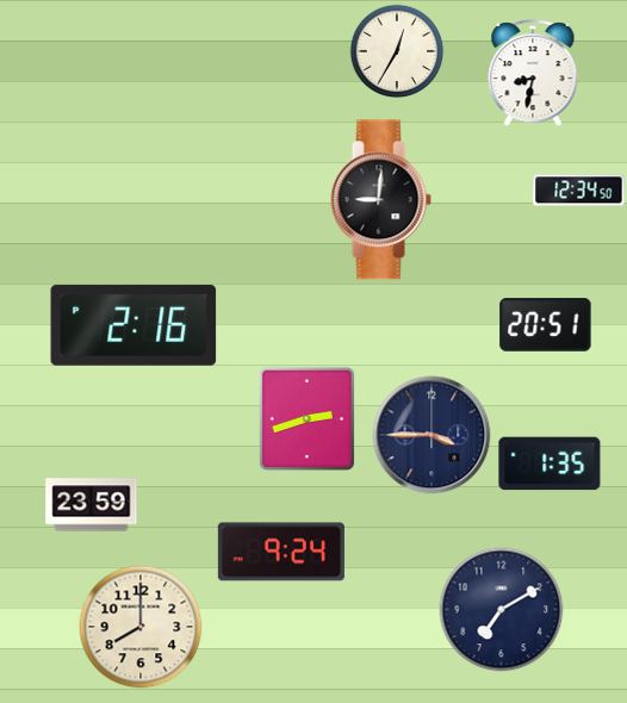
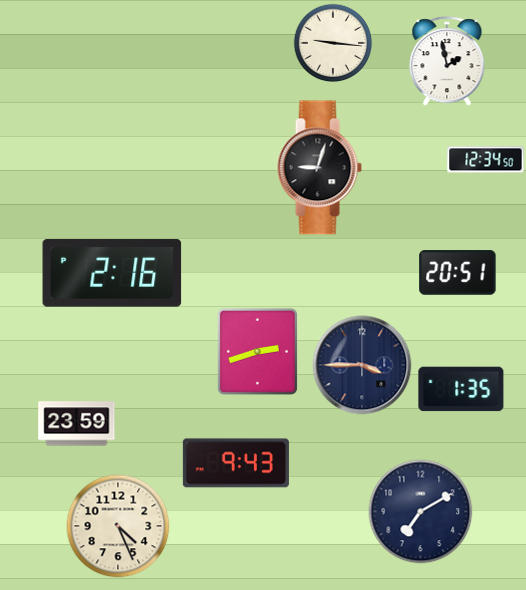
clock at (397, 51): 12:35 -> 9:16
clock at (533, 73): 8:32 -> 1:58
clock at (380, 200): 9:01 -> 9:03
clock at (281, 552): 9:24 -> 9:43
clock at (141, 627): 8:00 -> 4:26
